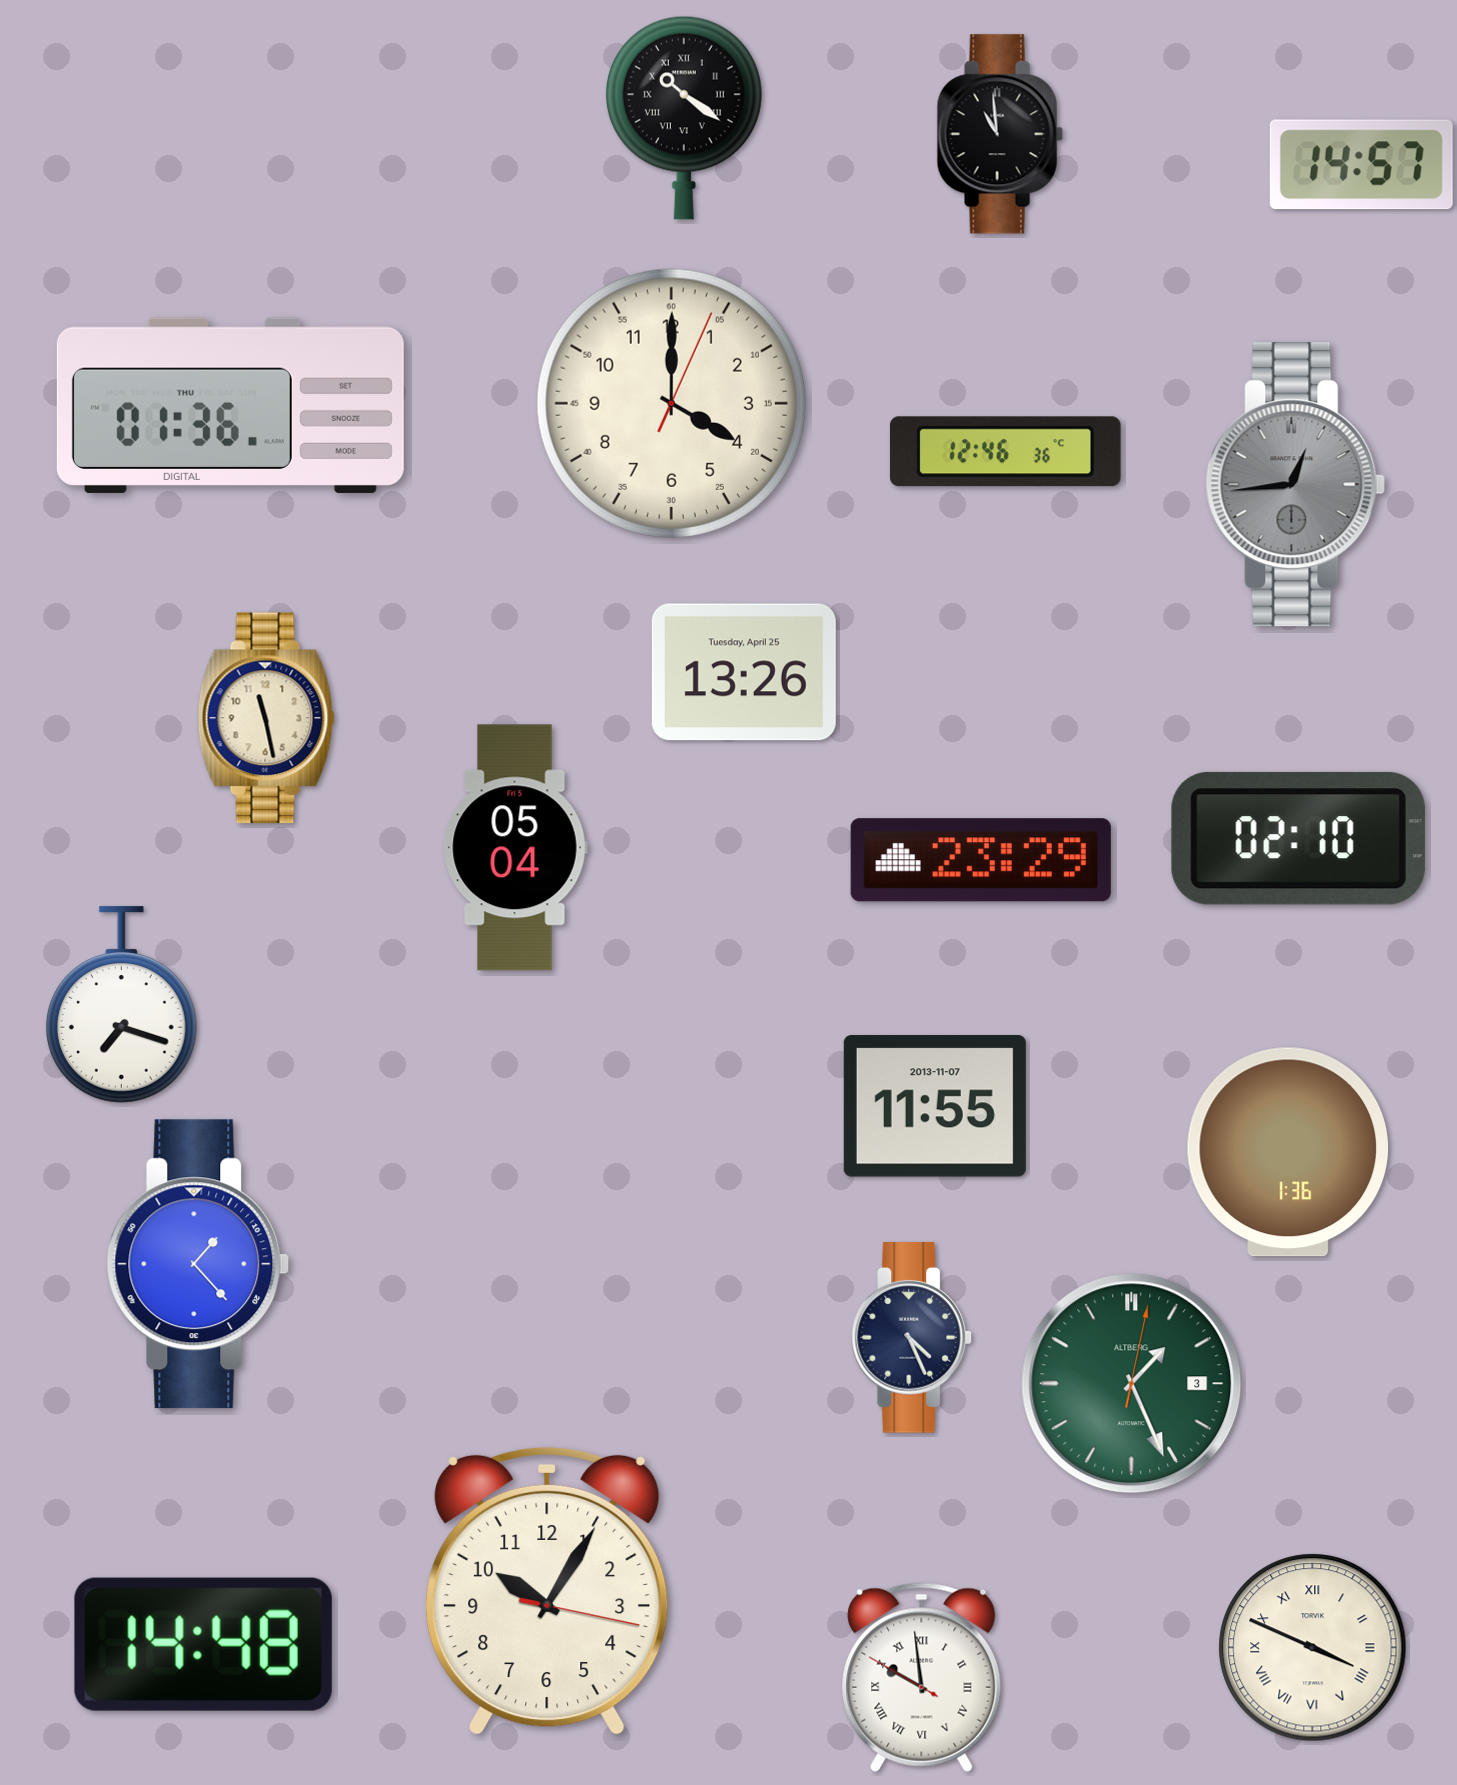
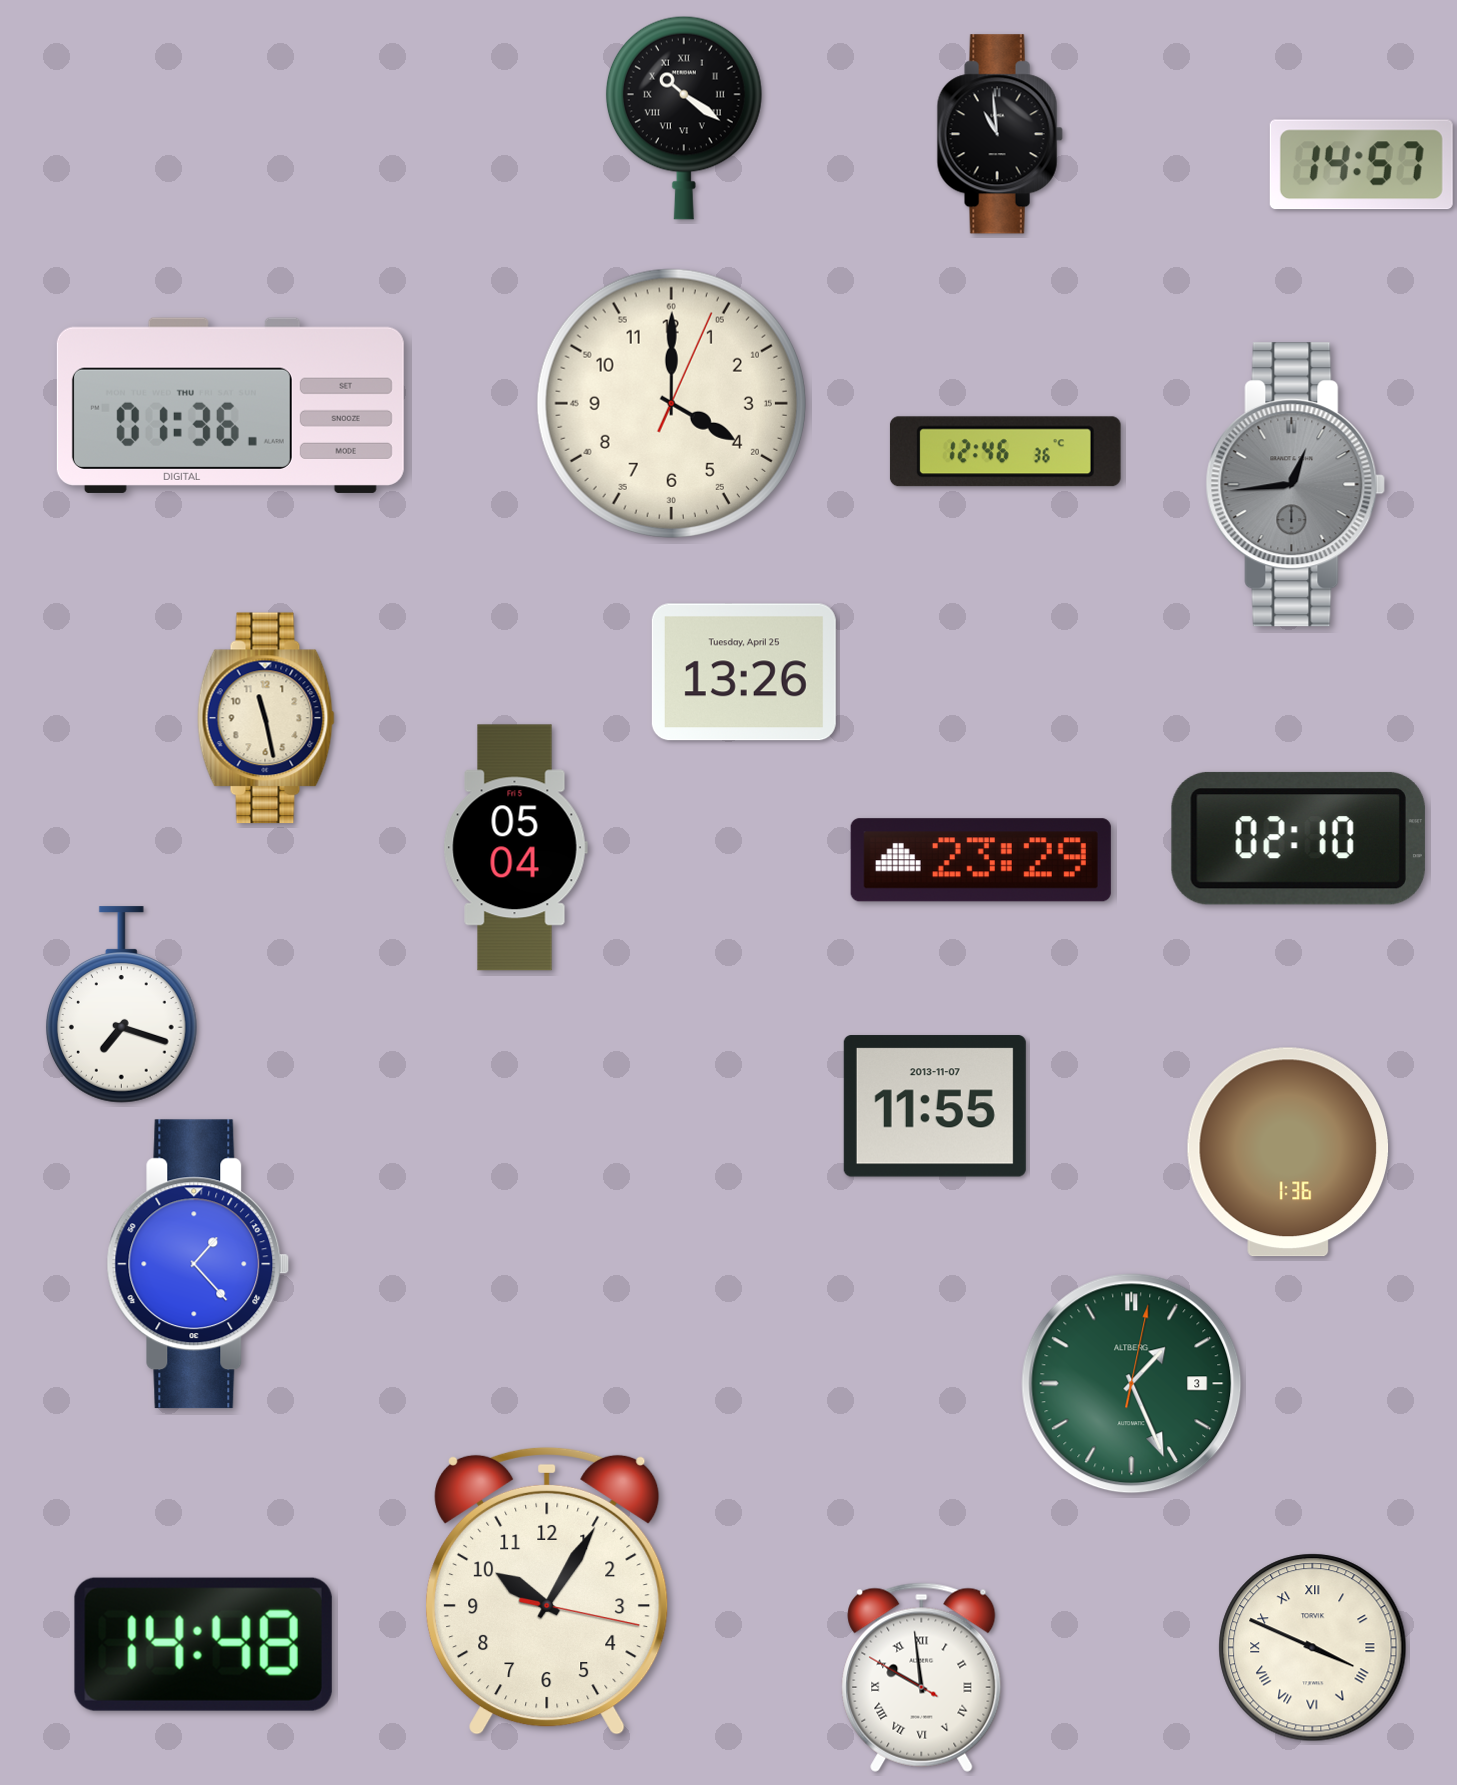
clock at (912, 1338): 4:26 -> none
